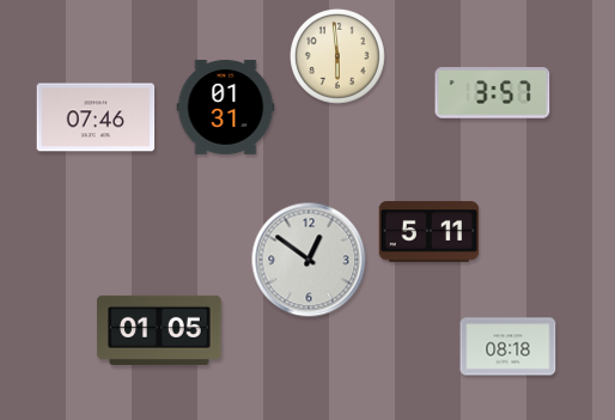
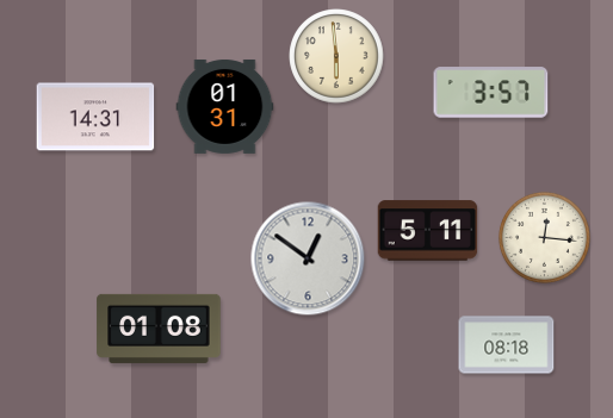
clock at (96, 117): 07:46 -> 14:31
clock at (544, 237): none -> 12:16
clock at (159, 330): 01:05 -> 01:08
